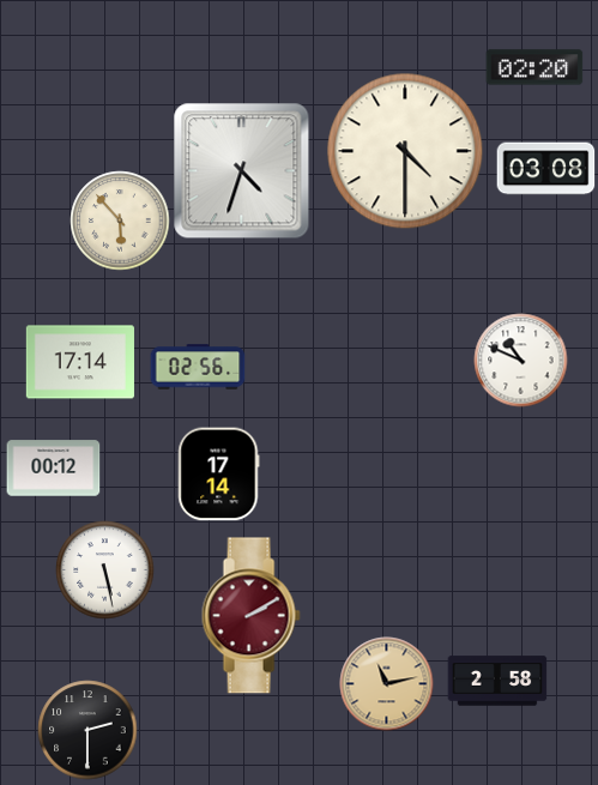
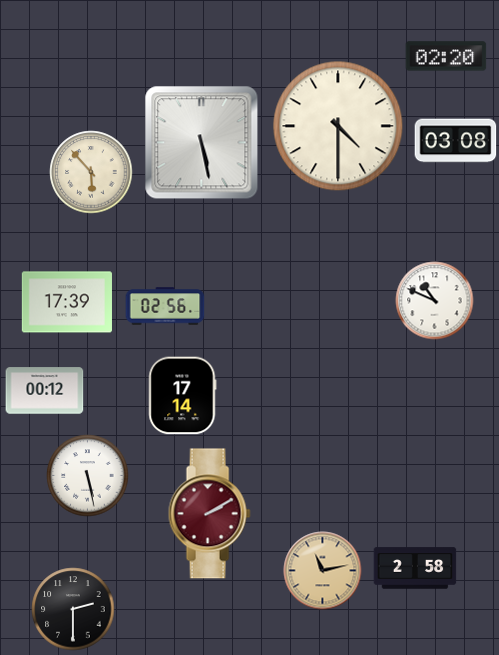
clock at (241, 170): 4:33 -> 5:28
clock at (120, 221) position: (120, 221) -> (91, 172)
clock at (80, 362): 17:14 -> 17:39
